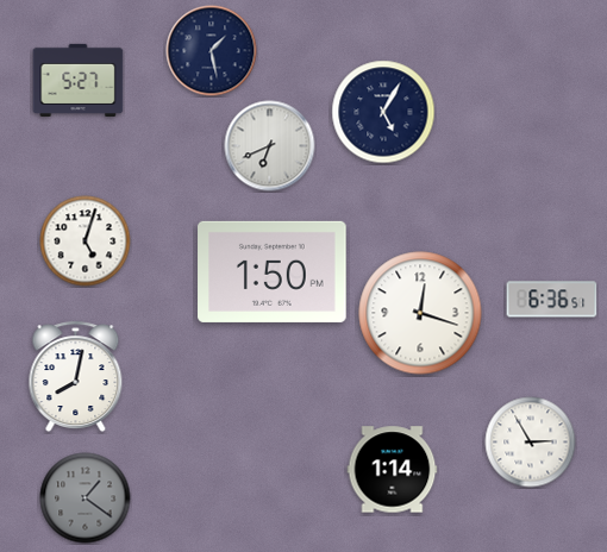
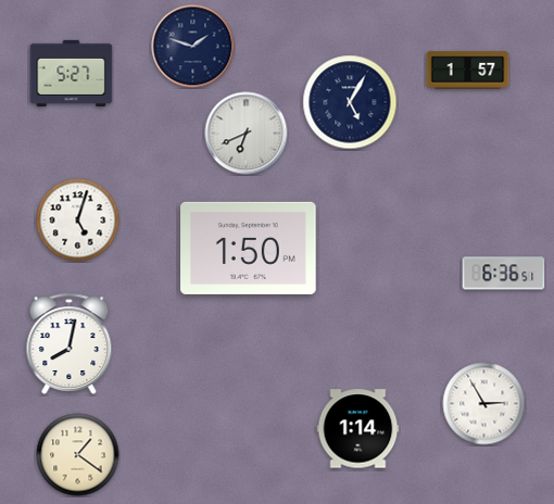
clock at (212, 51): 1:28 -> 1:48
clock at (468, 71): none -> 1:57
clock at (420, 313): 12:18 -> none
clock at (86, 498) dial: grey -> cream
